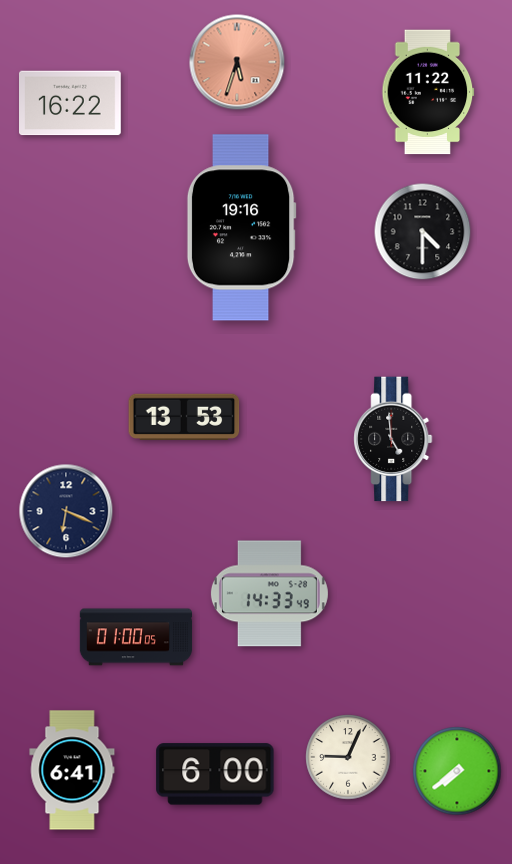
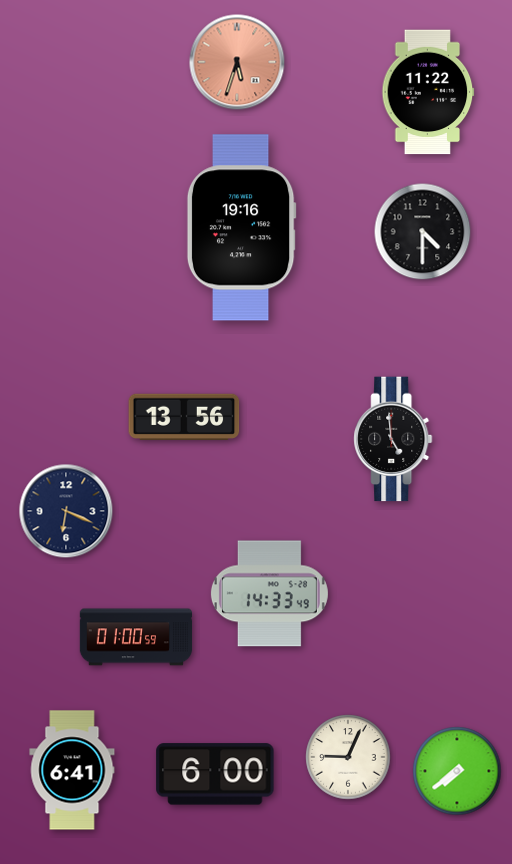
clock at (71, 103): 16:22 -> none
clock at (184, 416): 13:53 -> 13:56
clock at (136, 637): 01:00:05 -> 01:00:59
